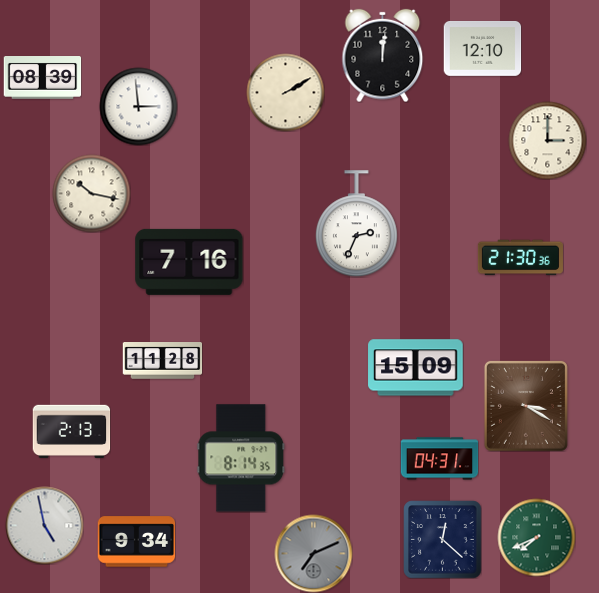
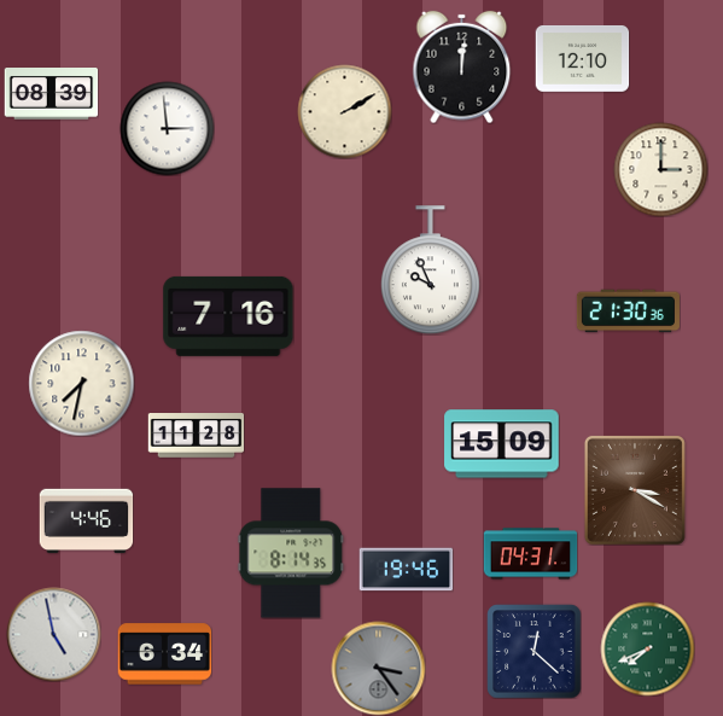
clock at (91, 193): 10:17 -> none
clock at (356, 224): 2:34 -> 9:56
clock at (81, 383): none -> 7:32
clock at (71, 431): 2:13 -> 4:46
clock at (406, 570): none -> 19:46
clock at (136, 542): 9:34 -> 6:34
clock at (313, 553): 7:11 -> 3:24
